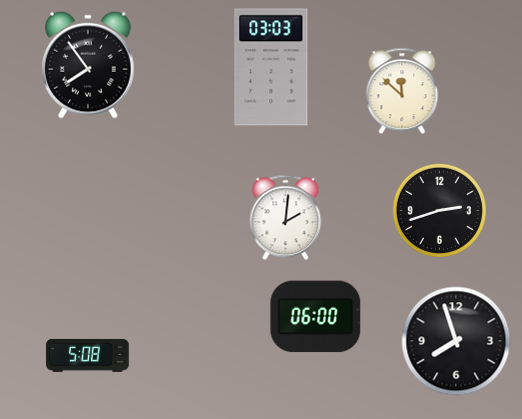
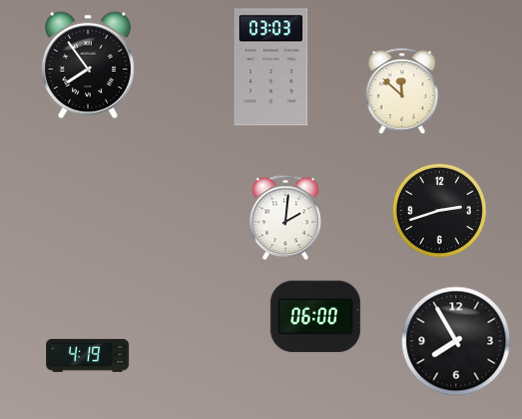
clock at (456, 341): 7:57 -> 7:55
clock at (88, 355): 5:08 -> 4:19
